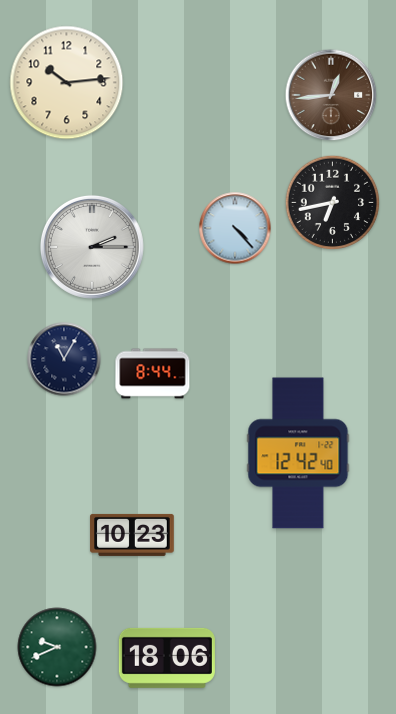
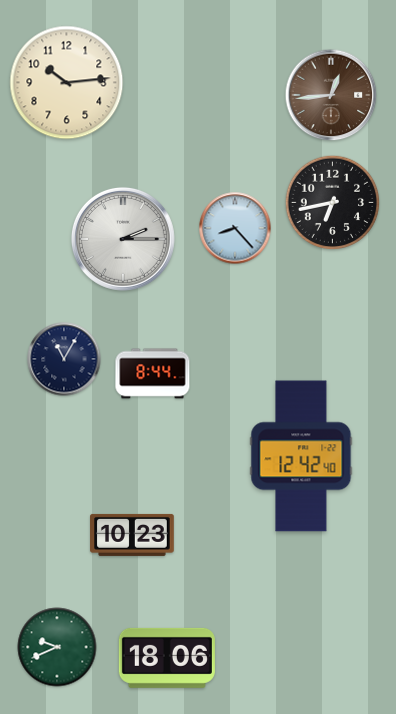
clock at (235, 228): 4:23 -> 8:23
clock at (92, 247) position: (92, 247) -> (123, 239)
clock at (298, 453) position: (298, 453) -> (301, 456)
